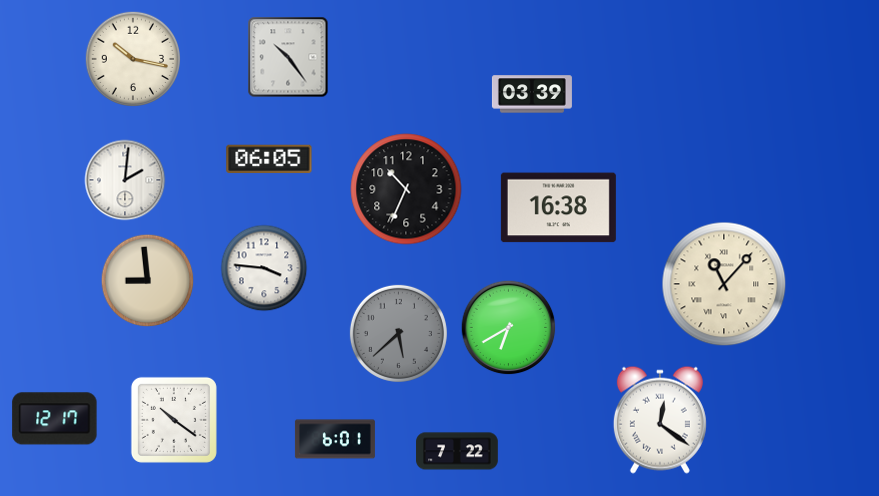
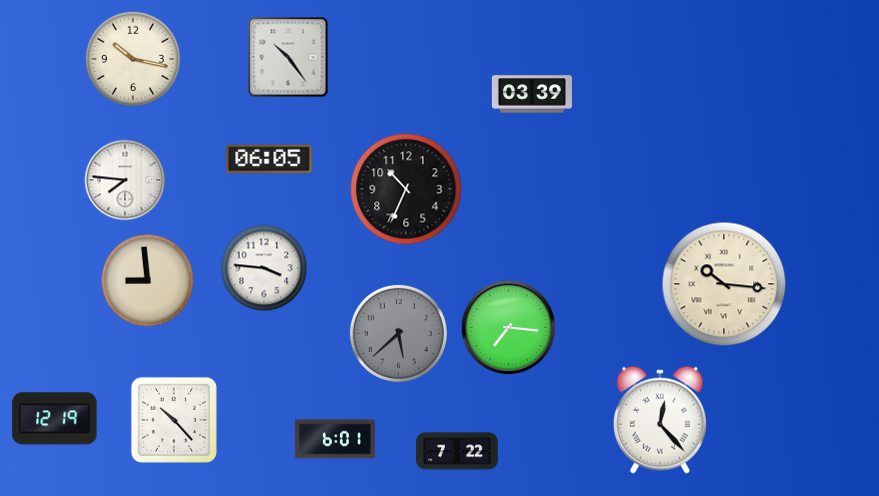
clock at (125, 180): 2:01 -> 7:46
clock at (558, 208): 16:38 -> none
clock at (724, 284): 11:07 -> 10:16
clock at (509, 328): 6:40 -> 7:16
clock at (55, 419): 12:17 -> 12:19
clock at (174, 420): 10:21 -> 10:23
clock at (660, 420): 12:21 -> 12:23
